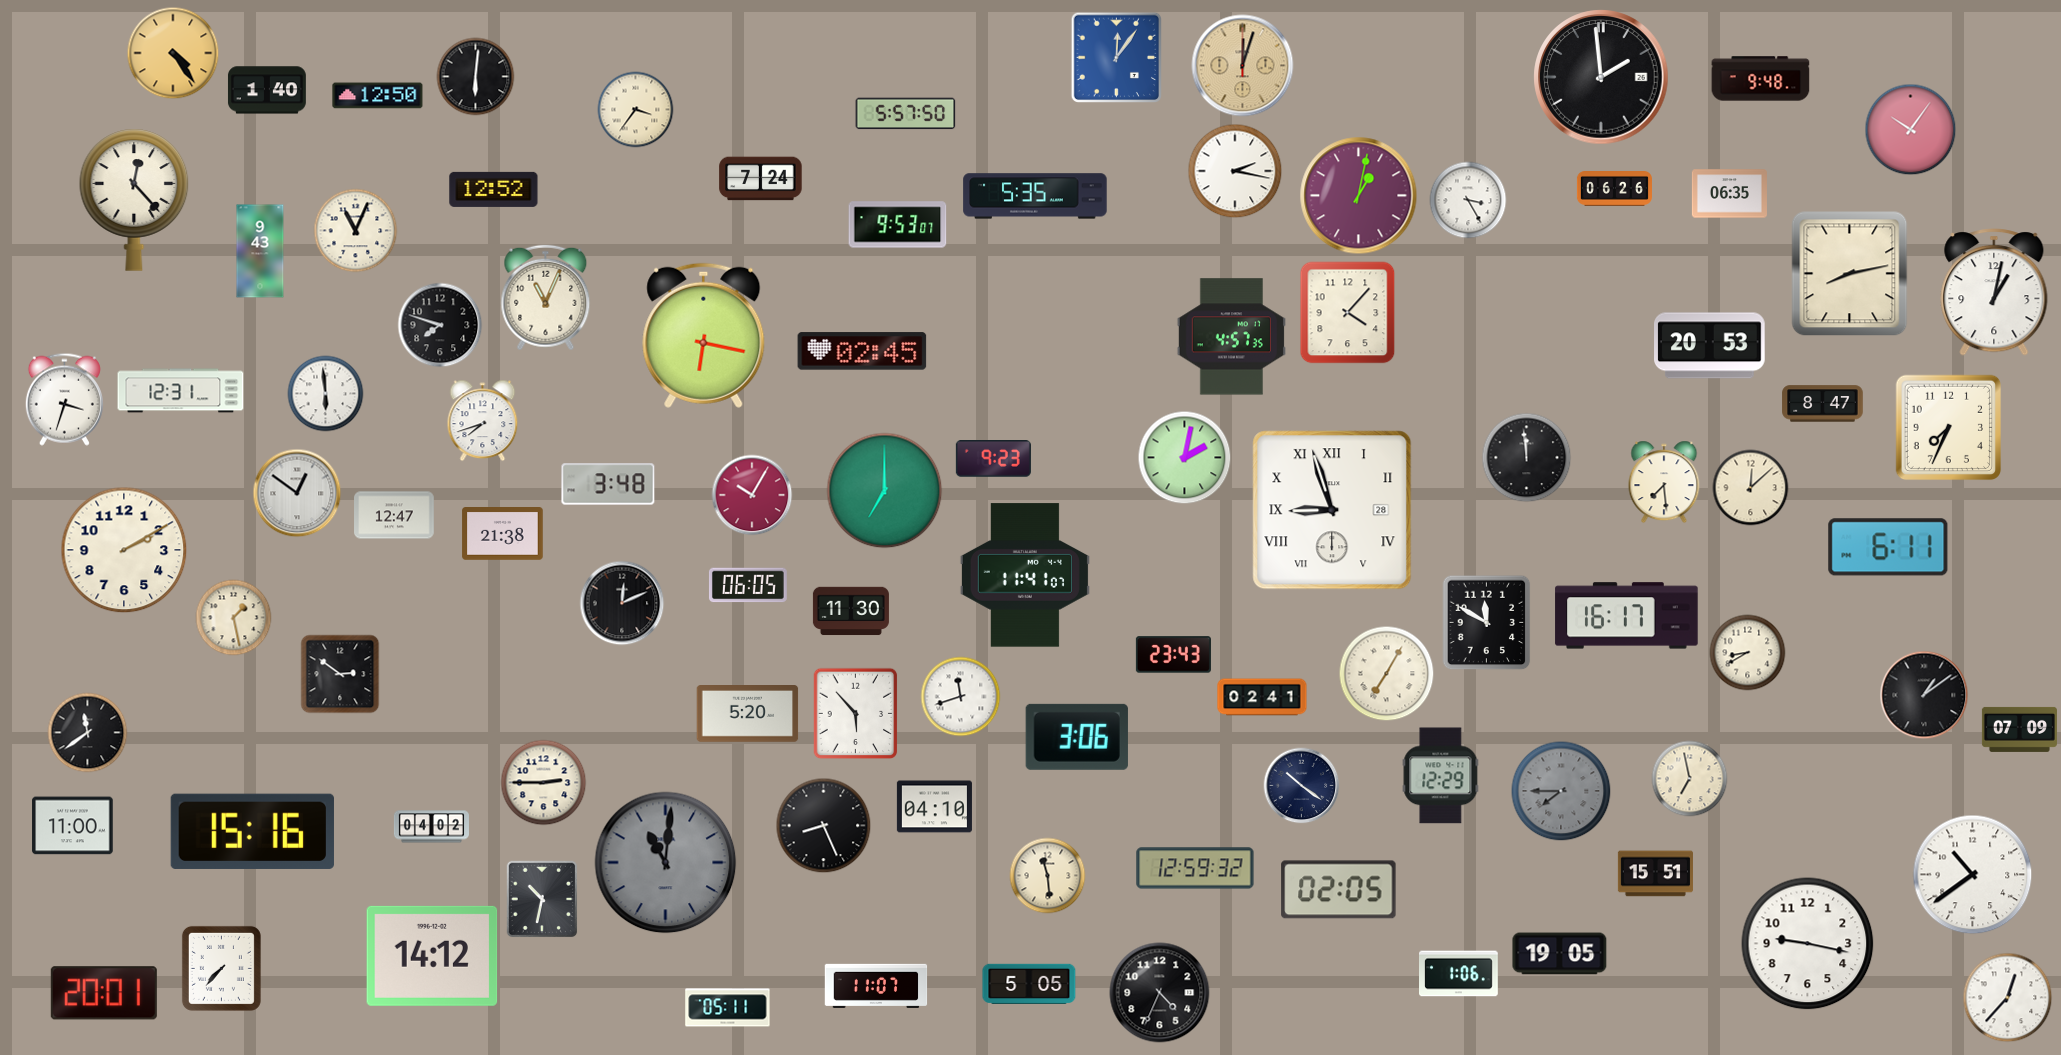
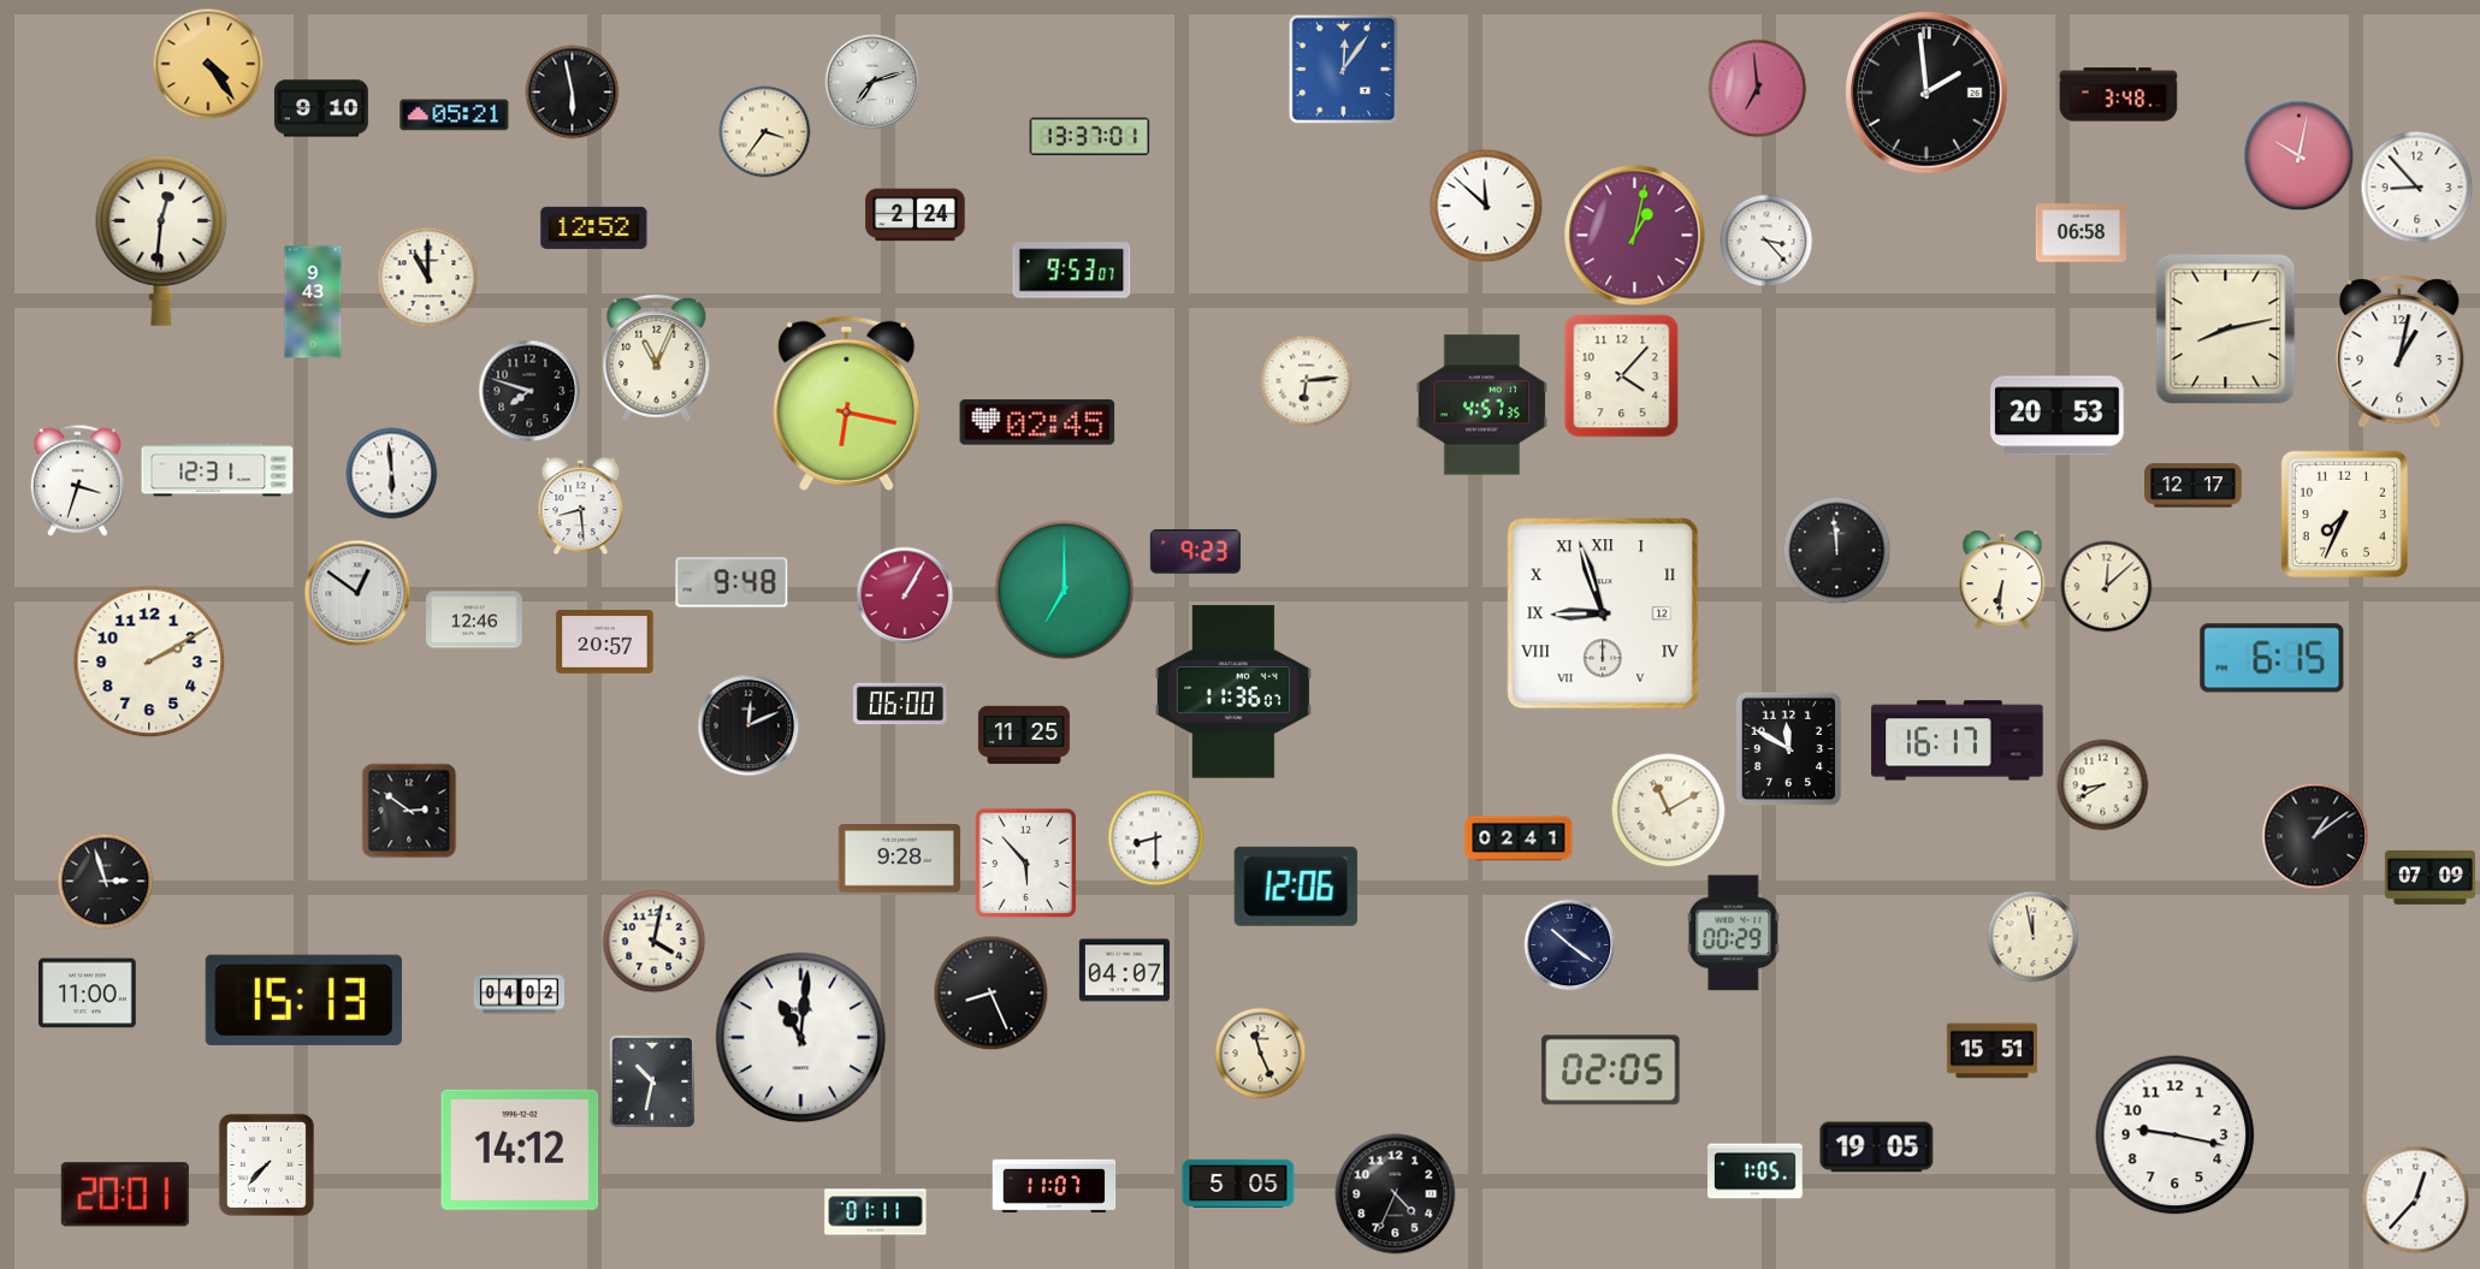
clock at (1243, 66): 12:03 -> none
clock at (872, 82): none -> 7:12
clock at (1758, 89): none -> 6:59
clock at (476, 77): 6:01 -> 5:58
clock at (1761, 79): 9:48 -> 3:48
clock at (267, 90): 1:40 -> 9:10
clock at (378, 96): 12:50 -> 05:21
clock at (906, 114): 5:57 -> 13:37
clock at (1911, 130): 10:06 -> 10:02
clock at (2417, 188): none -> 8:53
clock at (1235, 171): 2:17 -> 11:52
clock at (761, 179): 7:24 -> 2:24
clock at (1614, 189): 06:26 -> none
clock at (1729, 194): 06:35 -> 06:58
clock at (1035, 196): 5:35 -> none
clock at (134, 200): 12:23 -> 12:31
clock at (1468, 200): 3:25 -> 3:23
clock at (898, 225) position: (898, 225) -> (1072, 271)
clock at (356, 231): 11:04 -> 11:00
clock at (1307, 381): none -> 6:14
clock at (1823, 404): 8:47 -> 12:17
clock at (483, 421): 7:42 -> 8:29
clock at (1185, 458): 2:02 -> none
clock at (1664, 482): 7:29 -> 6:31
clock at (608, 484): 3:48 -> 9:48
clock at (752, 495): 10:05 -> 1:05
clock at (1332, 510) date: 28 -> 12
clock at (394, 515): 12:47 -> 12:46
clock at (503, 534): 21:38 -> 20:57
clock at (1888, 547): 6:11 -> 6:15
clock at (1025, 575): 11:41 -> 11:36
clock at (748, 585): 06:05 -> 06:00
clock at (851, 611): 11:30 -> 11:25
clock at (234, 618): 1:28 -> none
clock at (1173, 655): 23:43 -> none
clock at (1387, 674): 7:05 -> 11:10
clock at (961, 697): 11:42 -> 8:30
clock at (748, 714): 5:20 -> 9:28
clock at (856, 714) position: (856, 714) -> (1026, 864)
clock at (88, 733): 11:39 -> 2:57
clock at (1077, 737): 3:06 -> 12:06
clock at (1441, 776): 12:29 -> 00:29
clock at (1690, 779): 6:58 -> 11:58
clock at (544, 783): 2:45 -> 4:02
clock at (1302, 786) position: (1302, 786) -> (1570, 945)
clock at (1561, 791): 7:45 -> none
clock at (934, 807): 04:10 -> 04:07
clock at (252, 831): 15:16 -> 15:13
clock at (666, 863) dial: grey -> white
clock at (1195, 868): 12:59 -> none
clock at (1973, 875): 10:39 -> none
clock at (1048, 876): 11:29 -> 11:26
clock at (1459, 974): 1:06 -> 1:05
clock at (728, 1008): 05:11 -> 01:11
